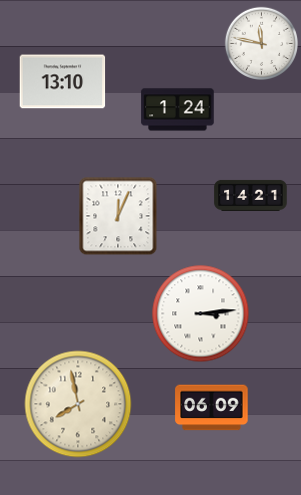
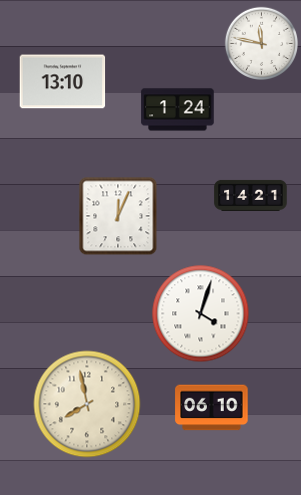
clock at (201, 314): 3:14 -> 4:03
clock at (78, 404) position: (78, 404) -> (87, 404)
clock at (212, 408): 06:09 -> 06:10
